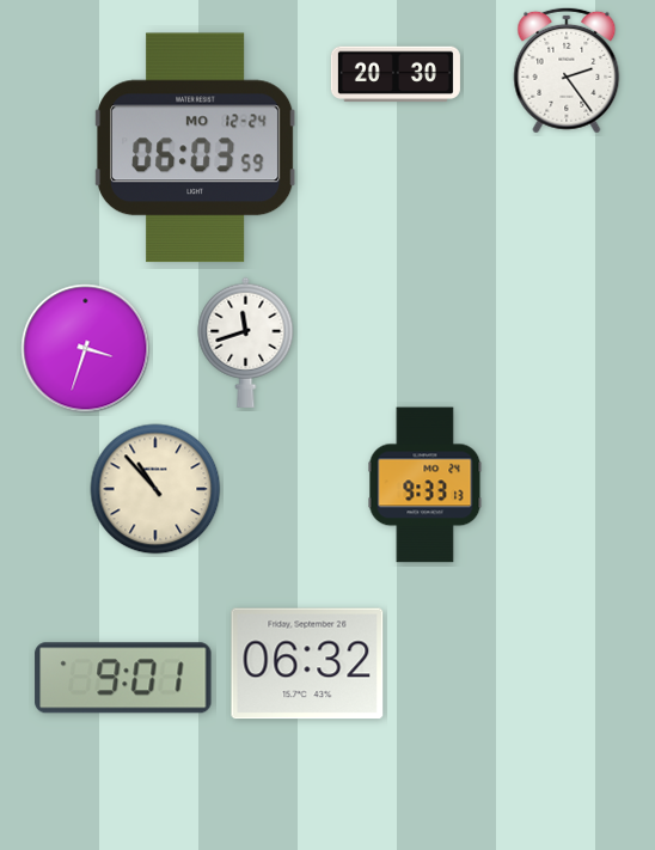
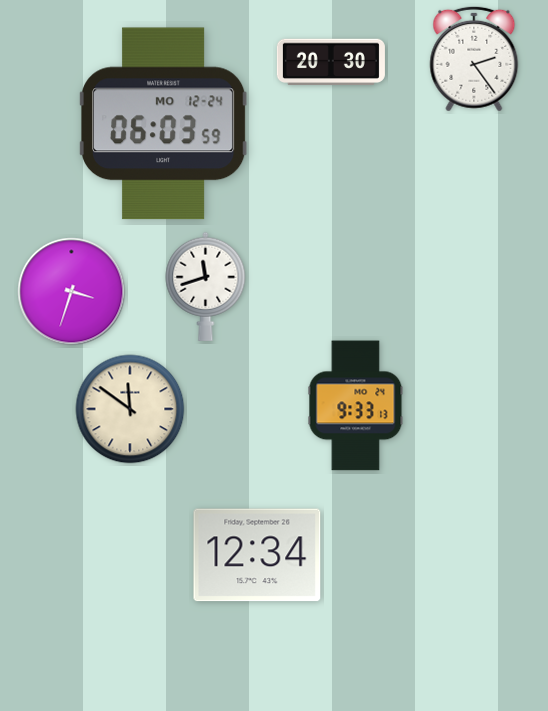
clock at (155, 489): 10:53 -> 11:51
clock at (307, 664): 06:32 -> 12:34
clock at (123, 678): 9:01 -> none
